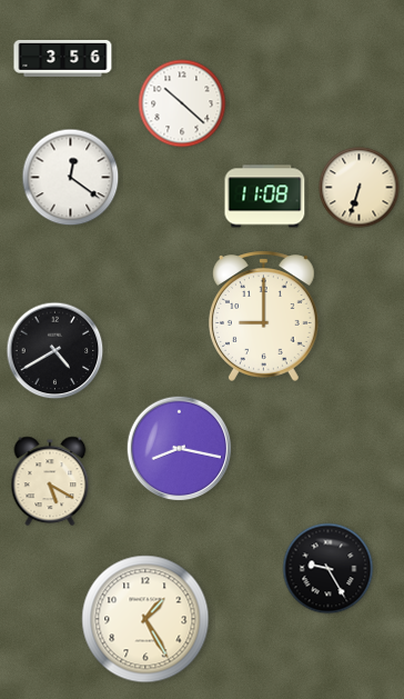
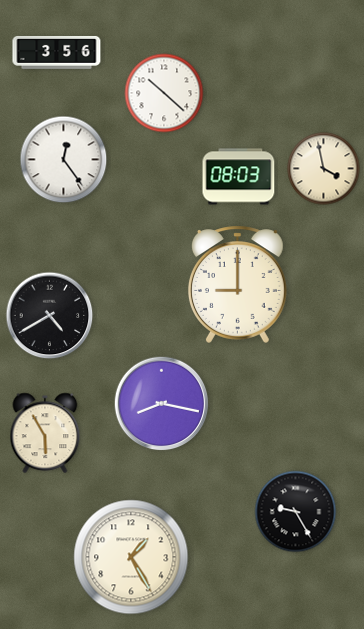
clock at (71, 178): 12:21 -> 12:24
clock at (360, 188): 6:33 -> 3:58
clock at (265, 197): 11:08 -> 08:03
clock at (50, 481): 5:20 -> 5:55
